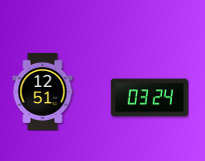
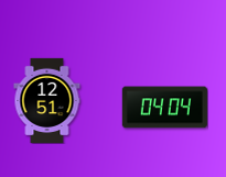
clock at (149, 98): 03:24 -> 04:04
